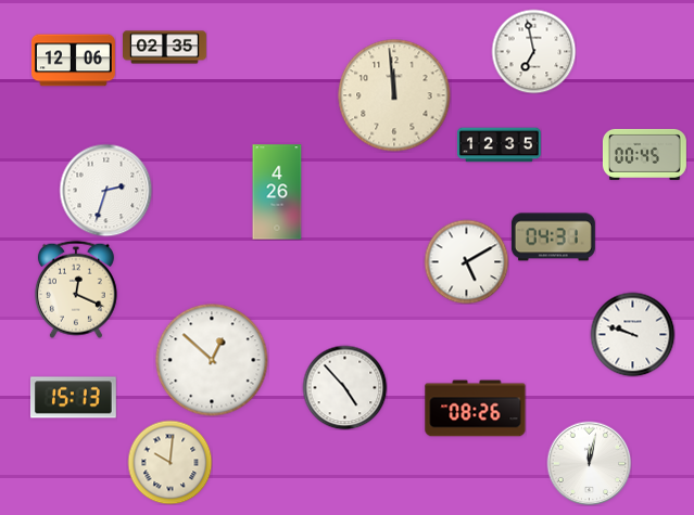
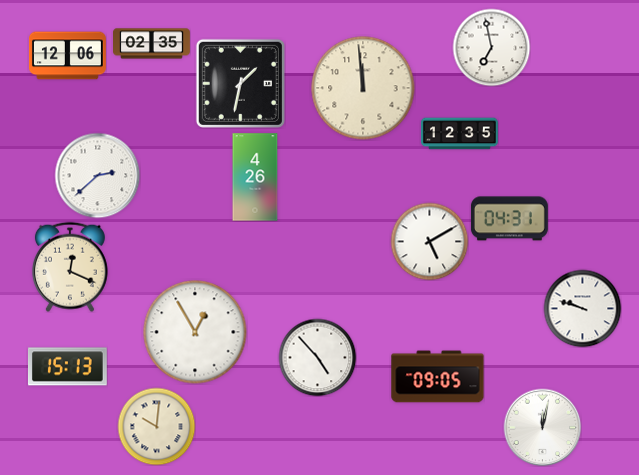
clock at (240, 83): none -> 1:32
clock at (644, 154): 00:45 -> none
clock at (105, 190): 2:33 -> 2:38
clock at (212, 360): 12:52 -> 12:55
clock at (476, 409): 08:26 -> 09:05
